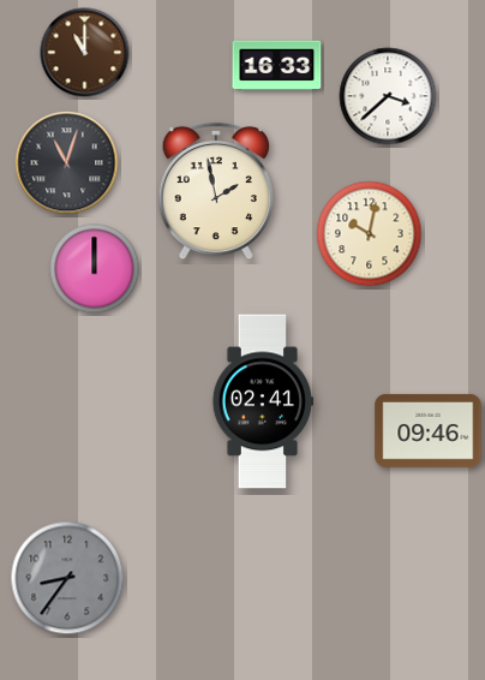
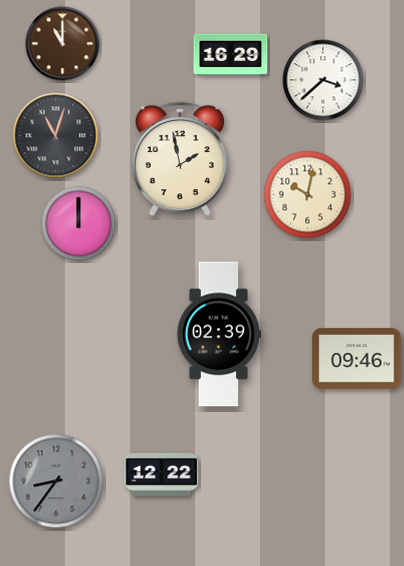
clock at (85, 53) position: (85, 53) -> (63, 44)
clock at (277, 66): 16:33 -> 16:29
clock at (263, 401): 02:41 -> 02:39
clock at (162, 475): none -> 12:22
